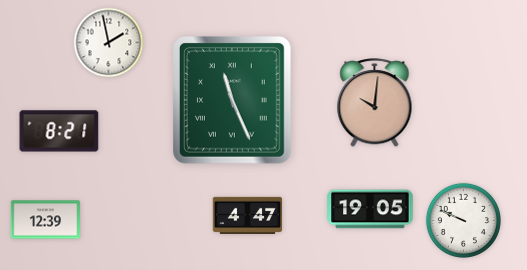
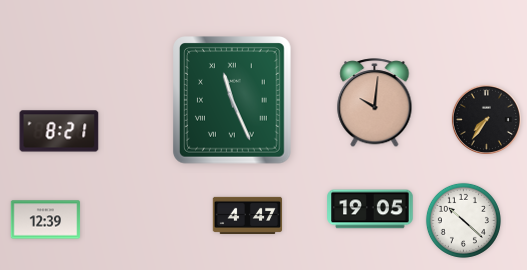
clock at (109, 43): 1:58 -> none
clock at (486, 119): none -> 7:36
clock at (463, 220): 9:49 -> 10:22
